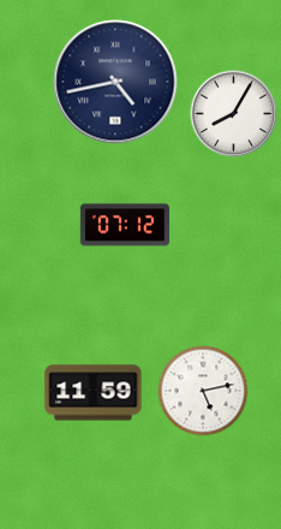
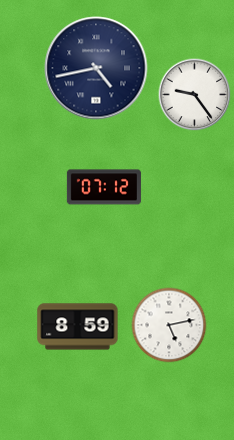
clock at (234, 114): 8:05 -> 9:24
clock at (94, 393): 11:59 -> 8:59
